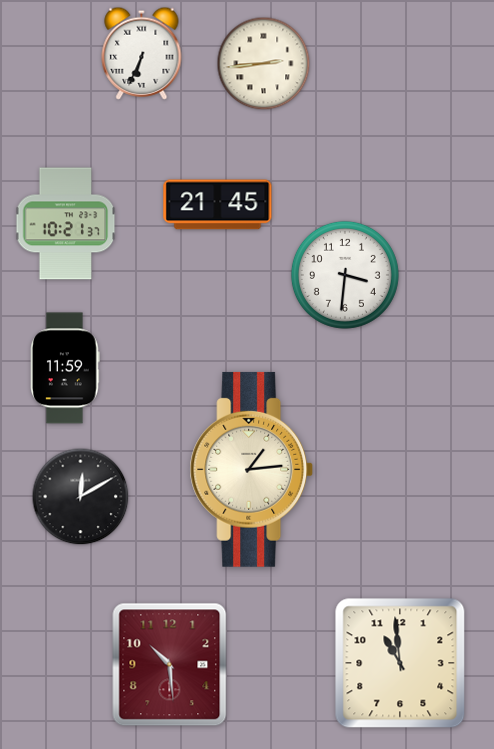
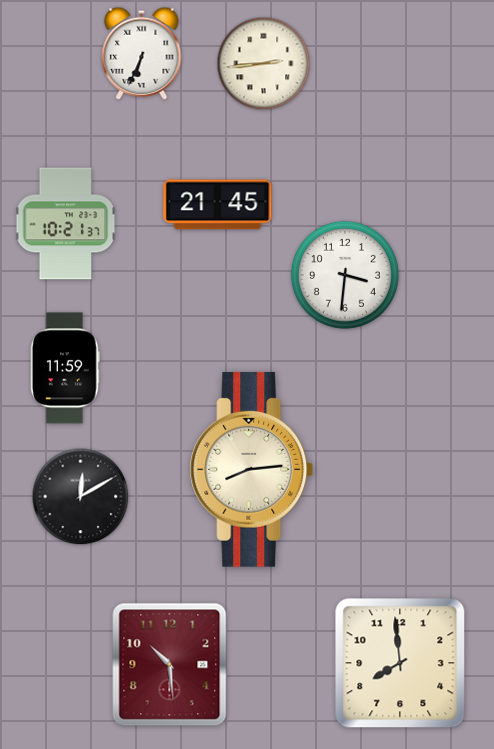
clock at (252, 469): 1:14 -> 8:14
clock at (400, 663): 10:59 -> 7:59
